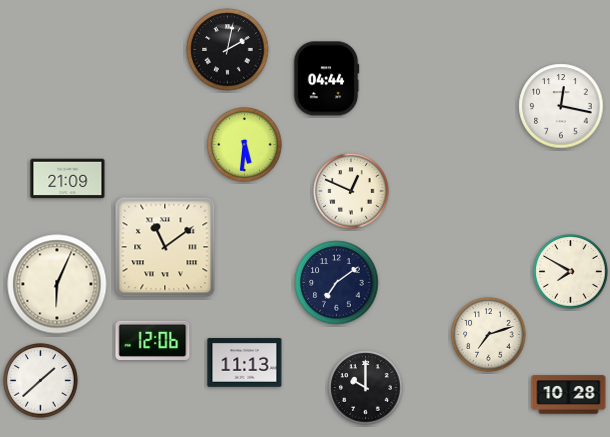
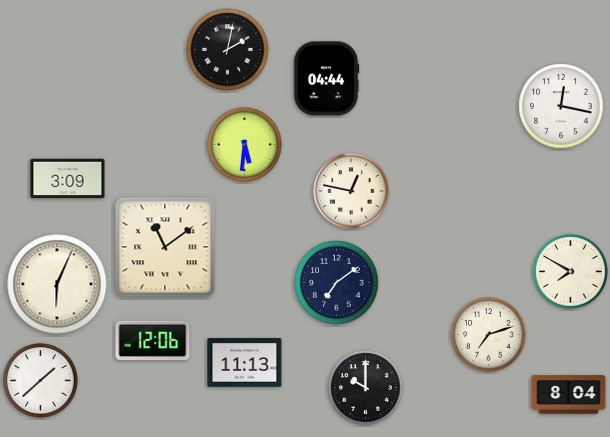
clock at (68, 179): 21:09 -> 3:09
clock at (351, 191): 12:49 -> 12:47
clock at (569, 395): 10:28 -> 8:04
